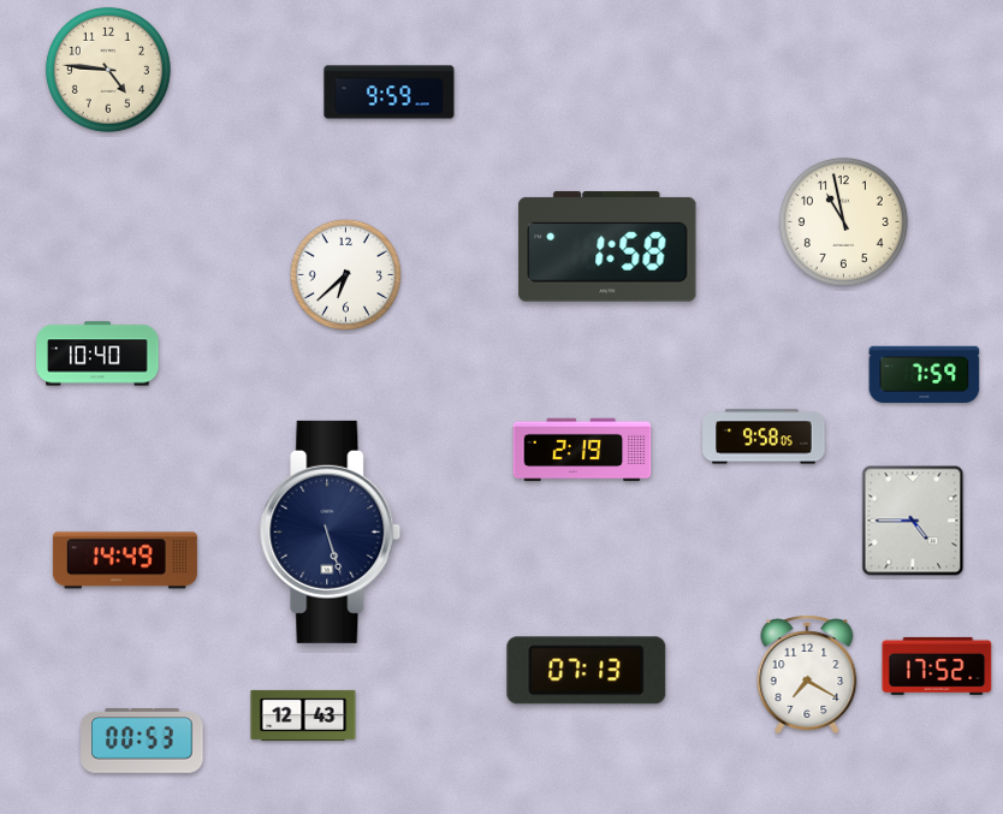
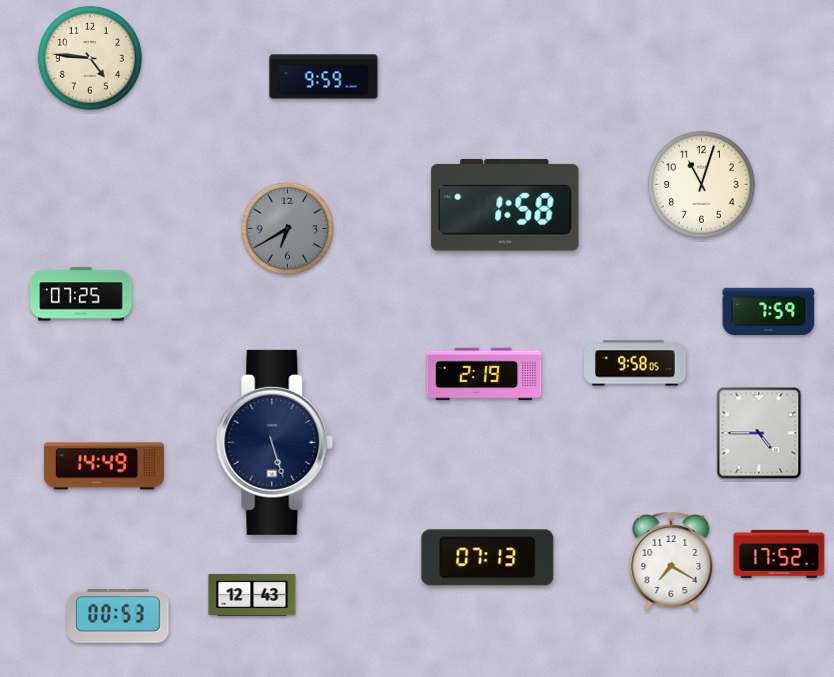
clock at (843, 221): 10:58 -> 11:03
clock at (346, 275): 6:38 -> 6:40
clock at (346, 275) dial: white -> grey
clock at (97, 353): 10:40 -> 07:25
